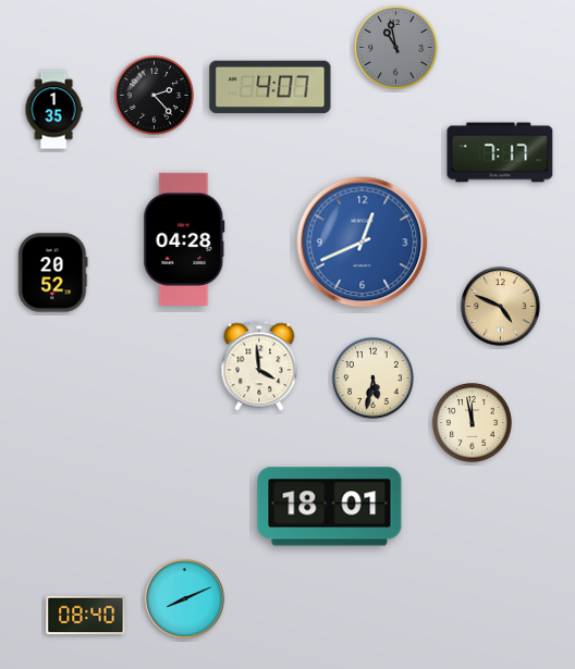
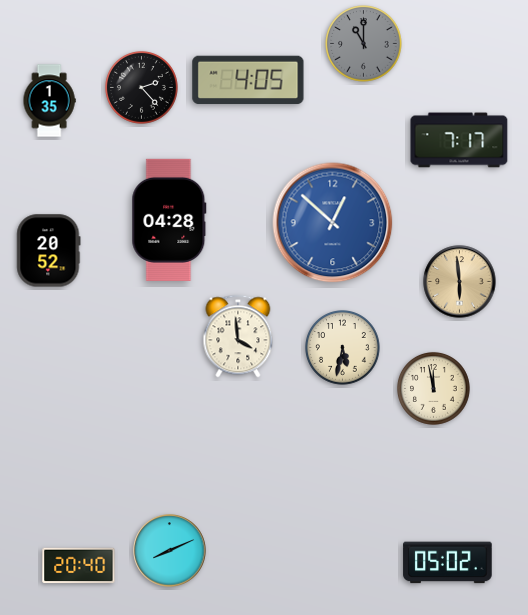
clock at (396, 48): 10:58 -> 11:00
clock at (270, 87): 4:07 -> 4:05
clock at (363, 243): 12:41 -> 12:52
clock at (501, 307): 4:49 -> 5:59
clock at (330, 507): 18:01 -> none
clock at (448, 563): none -> 05:02
clock at (86, 616): 08:40 -> 20:40
